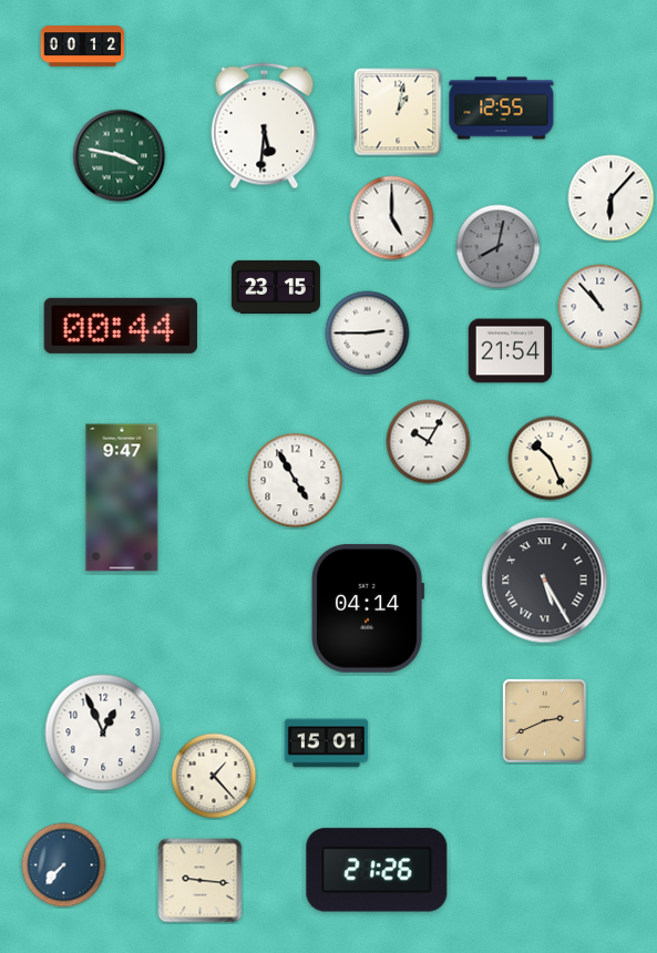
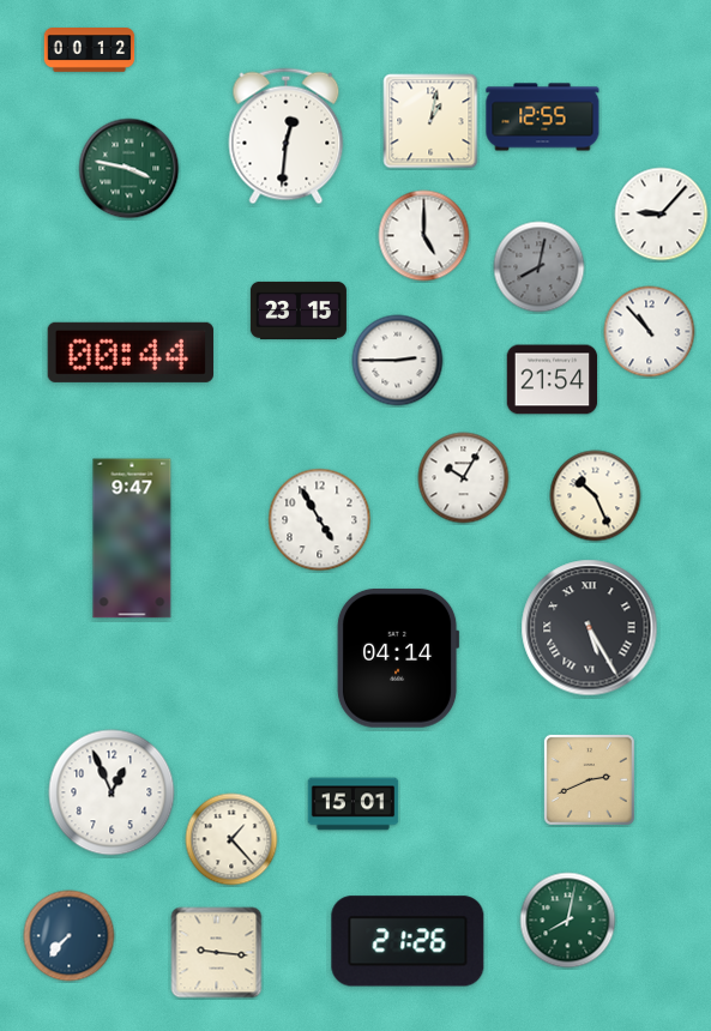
clock at (265, 126): 5:31 -> 12:31
clock at (612, 198): 6:07 -> 9:07
clock at (568, 921): none -> 8:02
